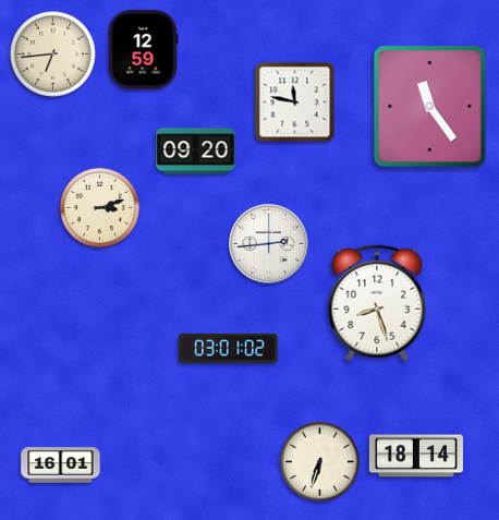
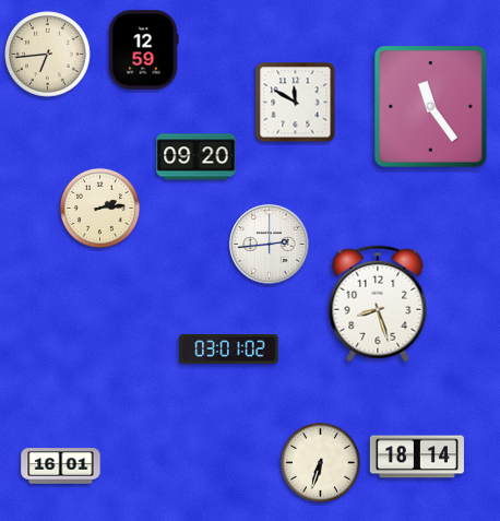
clock at (53, 55) position: (53, 55) -> (48, 55)
clock at (295, 102): 11:47 -> 11:50
clock at (196, 152) position: (196, 152) -> (197, 157)
clock at (99, 207): 3:12 -> 2:14
